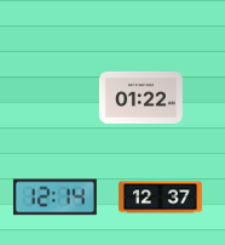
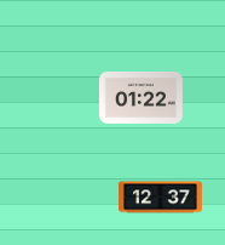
clock at (54, 198): 12:14 -> none
